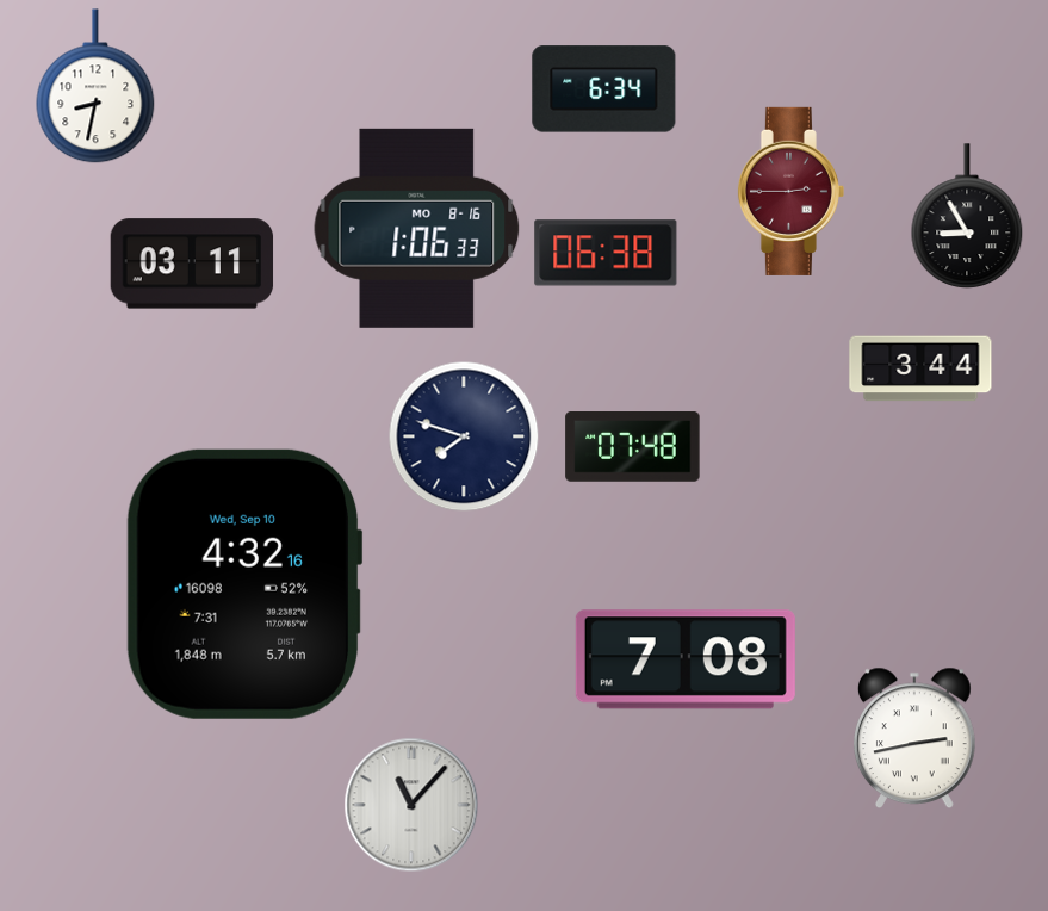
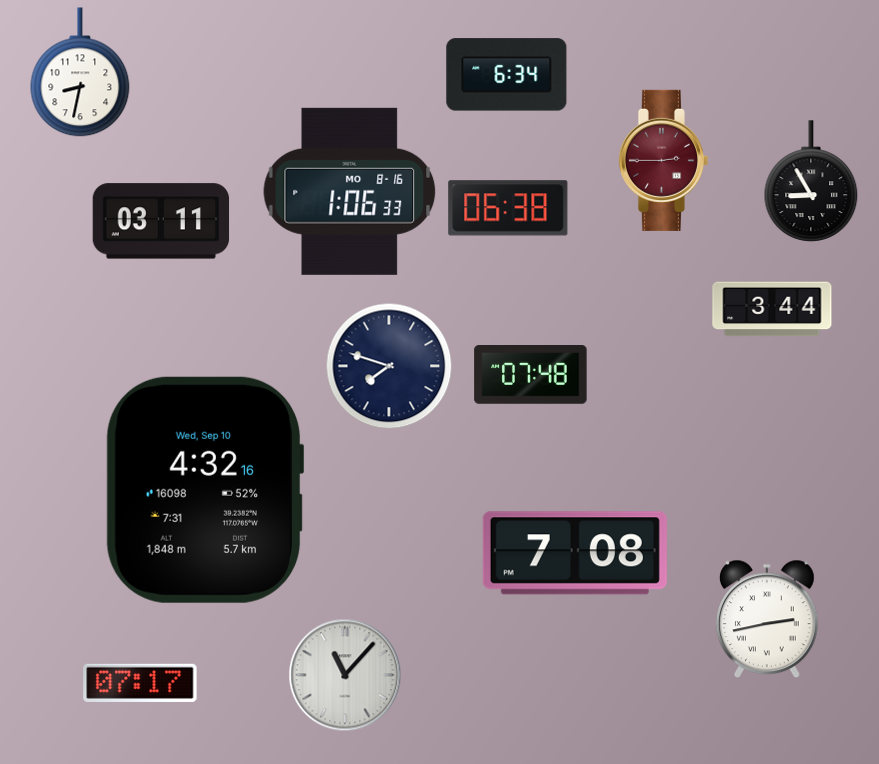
clock at (606, 253) position: (606, 253) -> (508, 208)
clock at (140, 683): none -> 07:17
